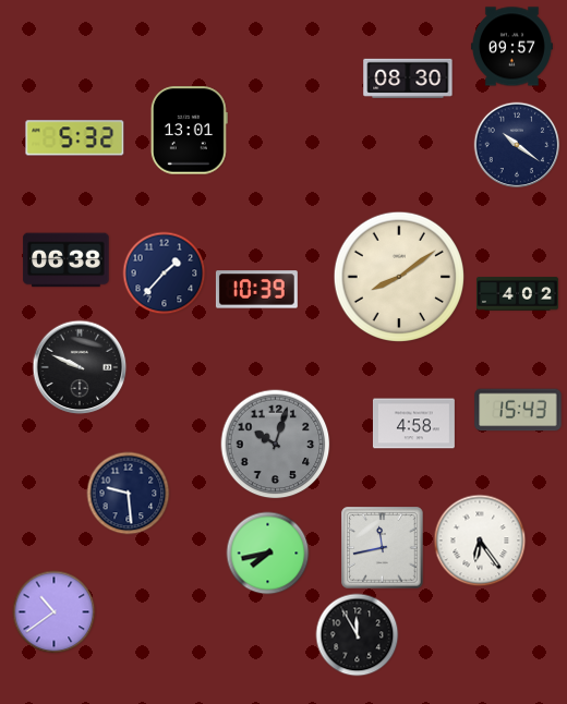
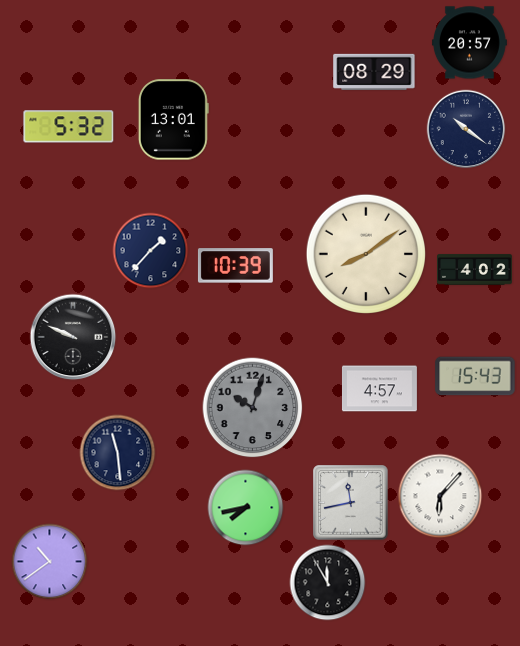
clock at (511, 47): 09:57 -> 20:57
clock at (408, 78): 08:30 -> 08:29
clock at (517, 145) position: (517, 145) -> (466, 129)
clock at (67, 260): 06:38 -> none
clock at (413, 424): 4:58 -> 4:57
clock at (129, 494): 9:29 -> 11:29
clock at (480, 541): 6:24 -> 6:07
